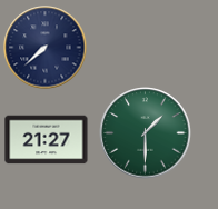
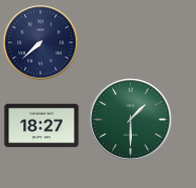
clock at (47, 140): 21:27 -> 18:27
